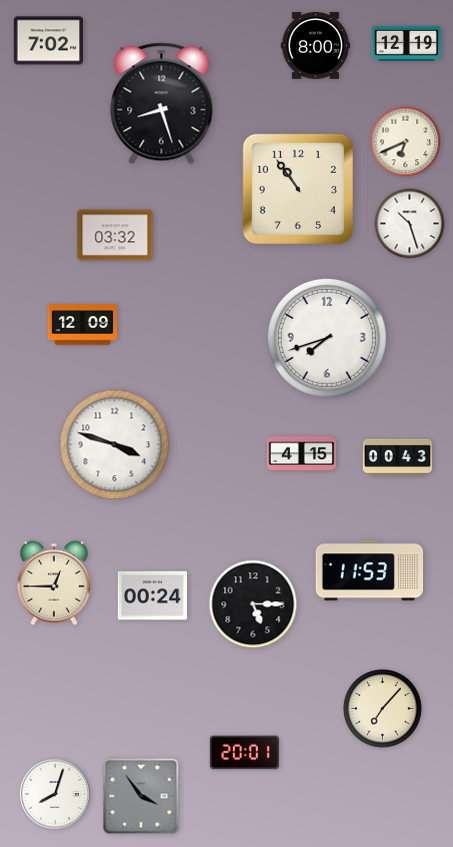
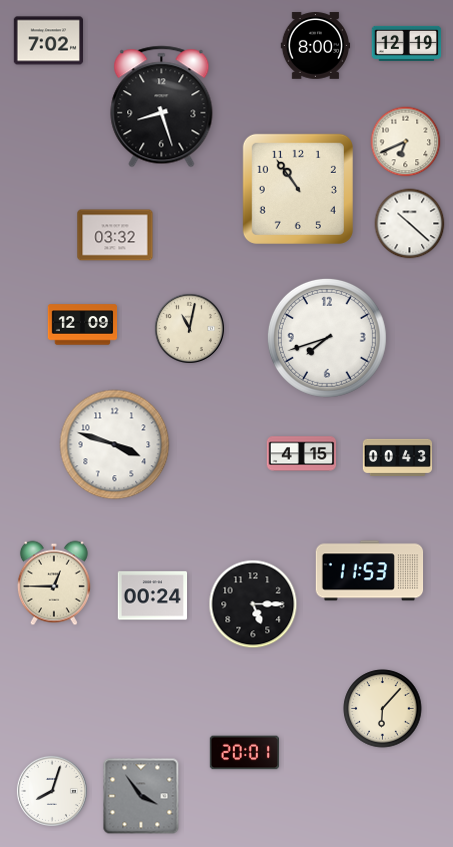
clock at (162, 104) position: (162, 104) -> (162, 107)
clock at (410, 224): 10:27 -> 10:22
clock at (189, 328): none -> 11:02
clock at (383, 709): 7:07 -> 6:07
clock at (55, 794) position: (55, 794) -> (52, 791)
